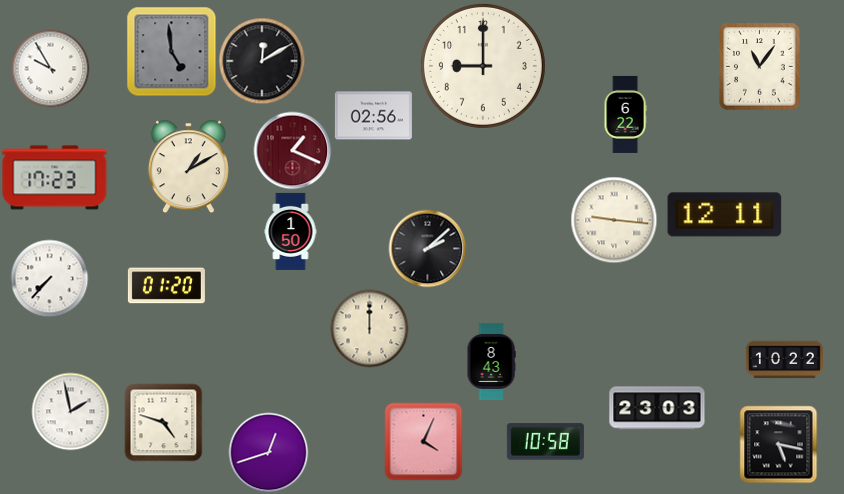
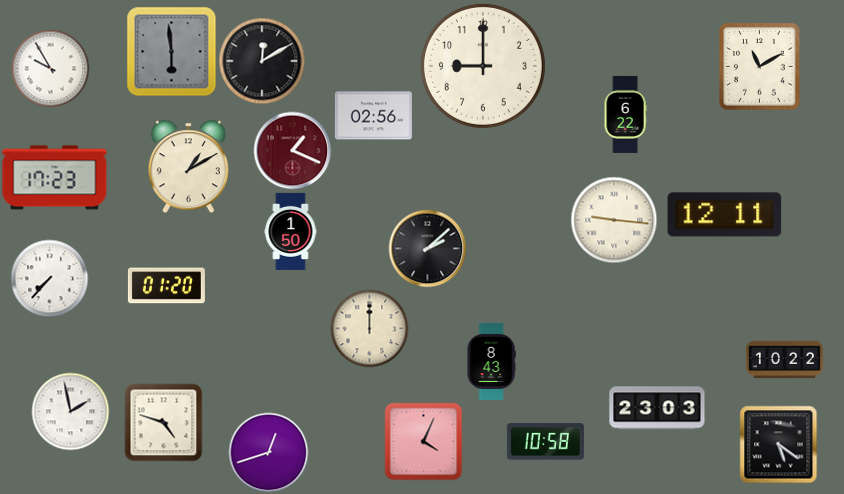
clock at (171, 51): 4:59 -> 5:59
clock at (760, 67): 11:06 -> 11:10
clock at (778, 444): 5:17 -> 5:21
